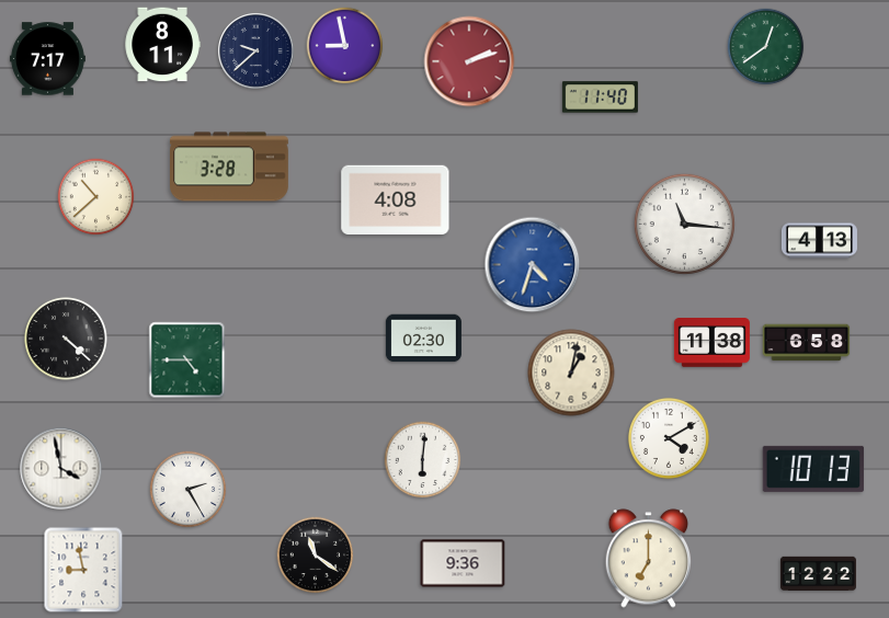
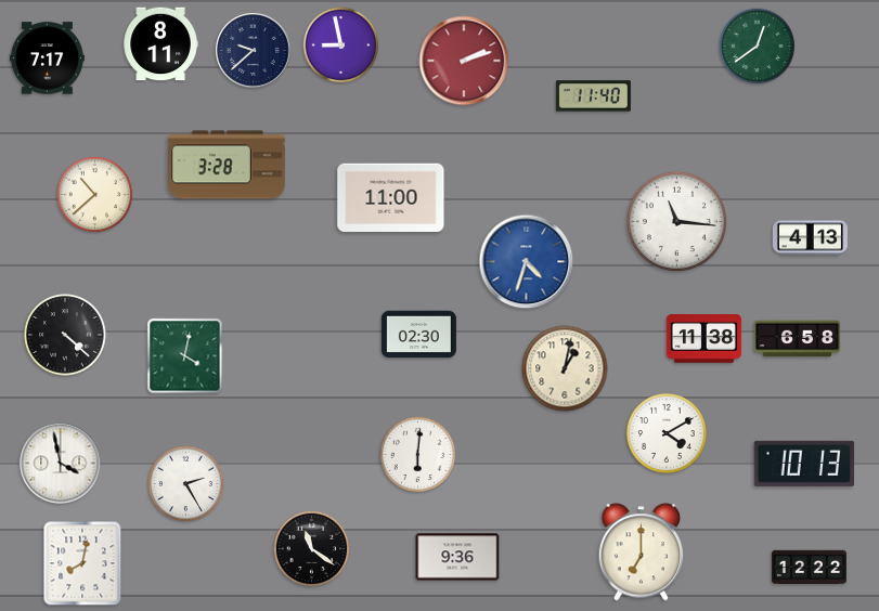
clock at (396, 199): 4:08 -> 11:00
clock at (187, 360): 4:45 -> 4:02
clock at (670, 439) position: (670, 439) -> (668, 434)
clock at (83, 570): 8:58 -> 8:02
